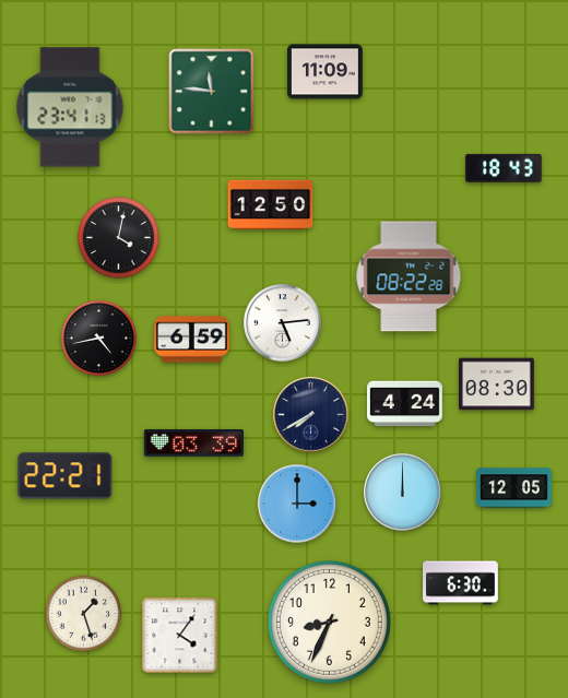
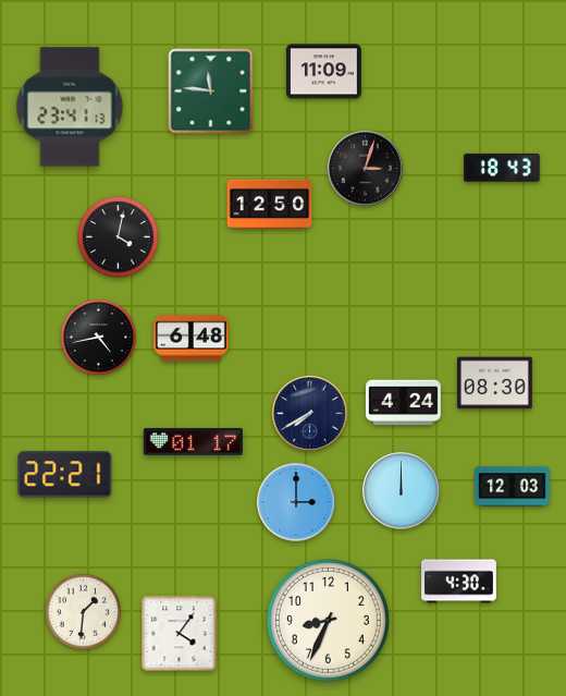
clock at (366, 169): none -> 3:03
clock at (409, 276): 08:22 -> none
clock at (283, 323): 5:14 -> none
clock at (192, 340): 6:59 -> 6:48
clock at (193, 443): 03:39 -> 01:17
clock at (514, 488): 12:05 -> 12:03
clock at (461, 583): 6:30 -> 4:30
clock at (83, 613): 1:27 -> 1:31
